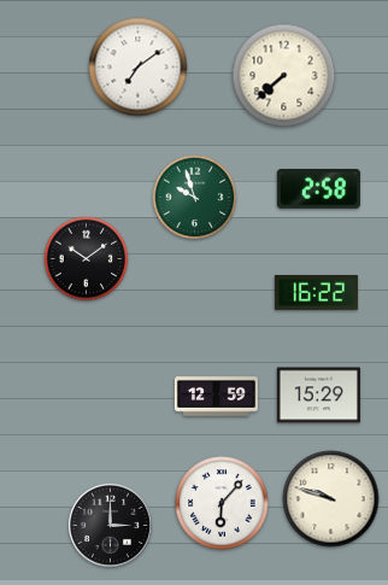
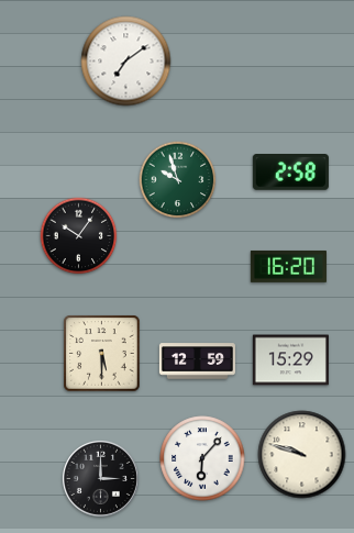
clock at (284, 76): 7:38 -> none
clock at (87, 259): 10:09 -> 10:06
clock at (316, 292): 16:22 -> 16:20
clock at (102, 354): none -> 5:30
